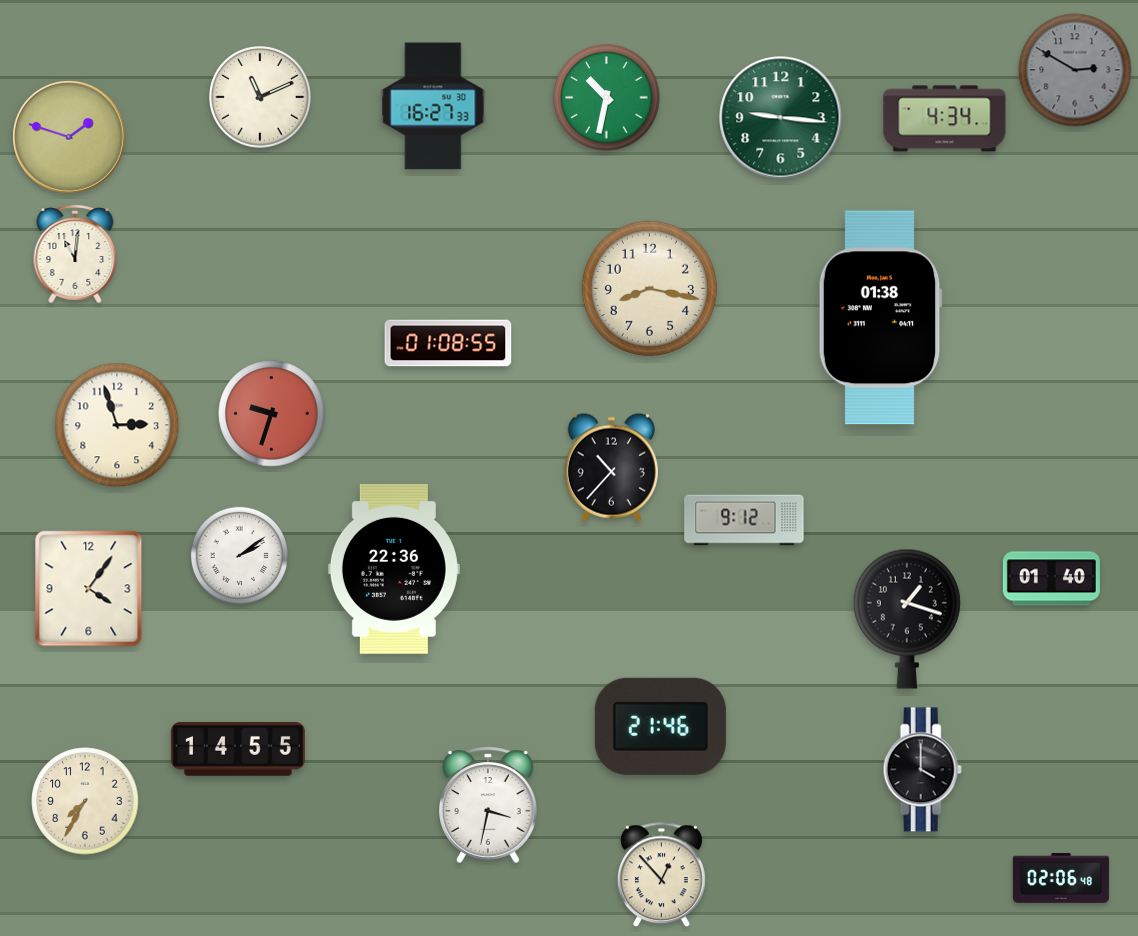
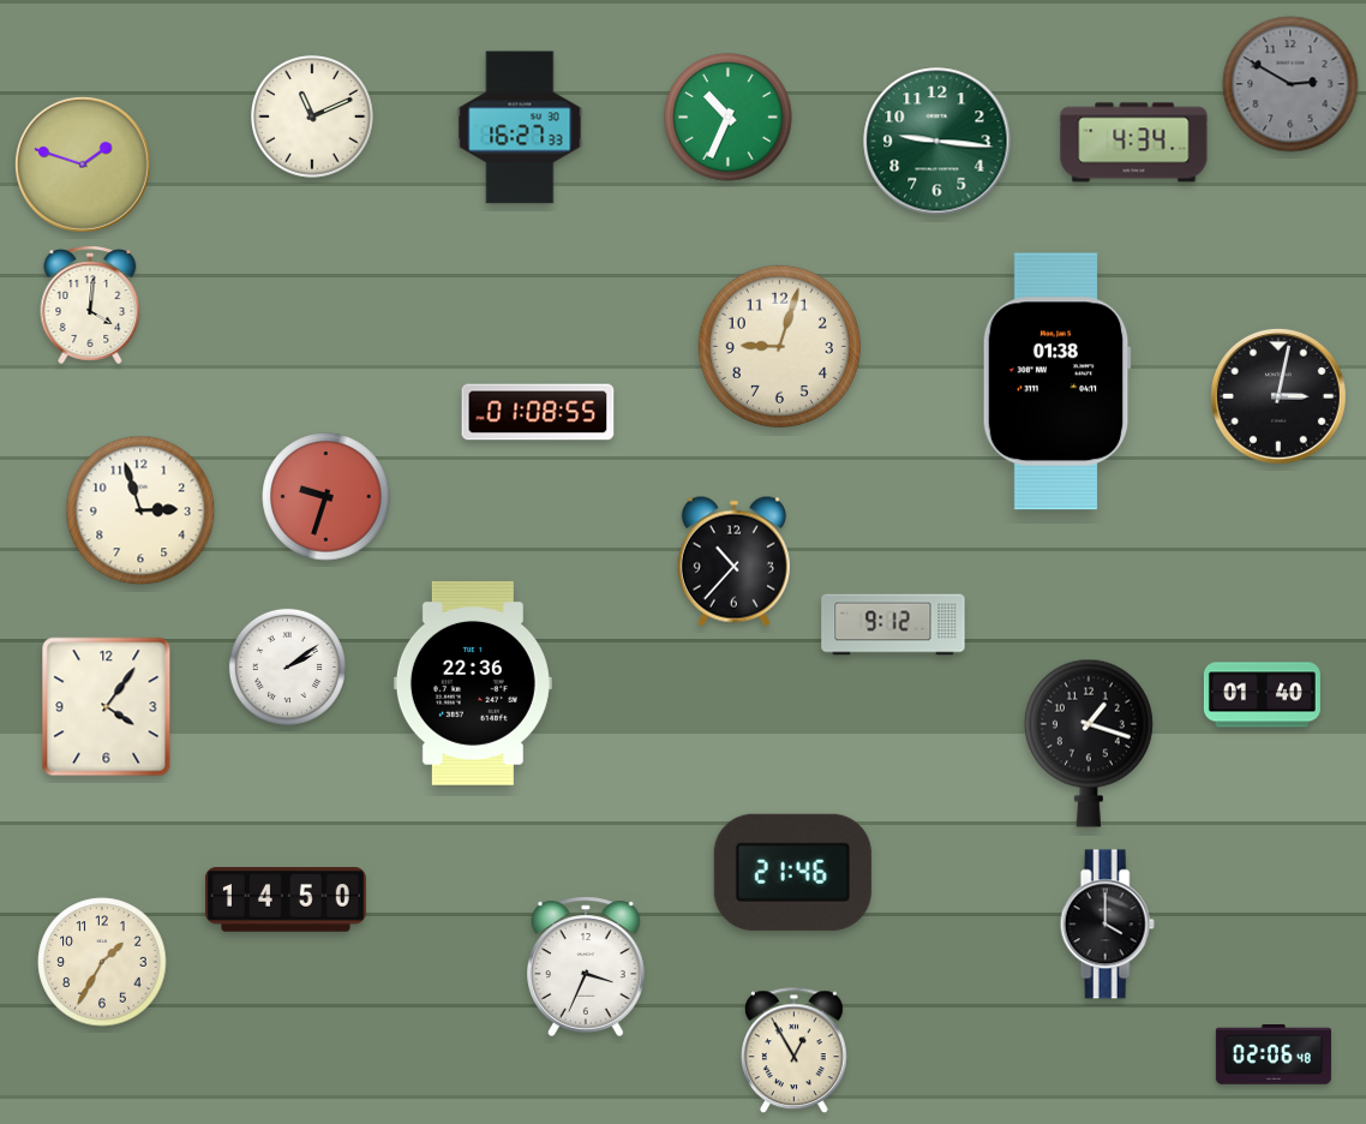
clock at (607, 98): 10:32 -> 10:34
clock at (75, 254): 11:01 -> 4:01
clock at (649, 288): 8:17 -> 9:03
clock at (1278, 396): none -> 3:02
clock at (238, 749): 14:55 -> 14:50
clock at (85, 801): 7:35 -> 1:35
clock at (489, 805): 3:32 -> 3:34
clock at (661, 875): 12:53 -> 12:55
